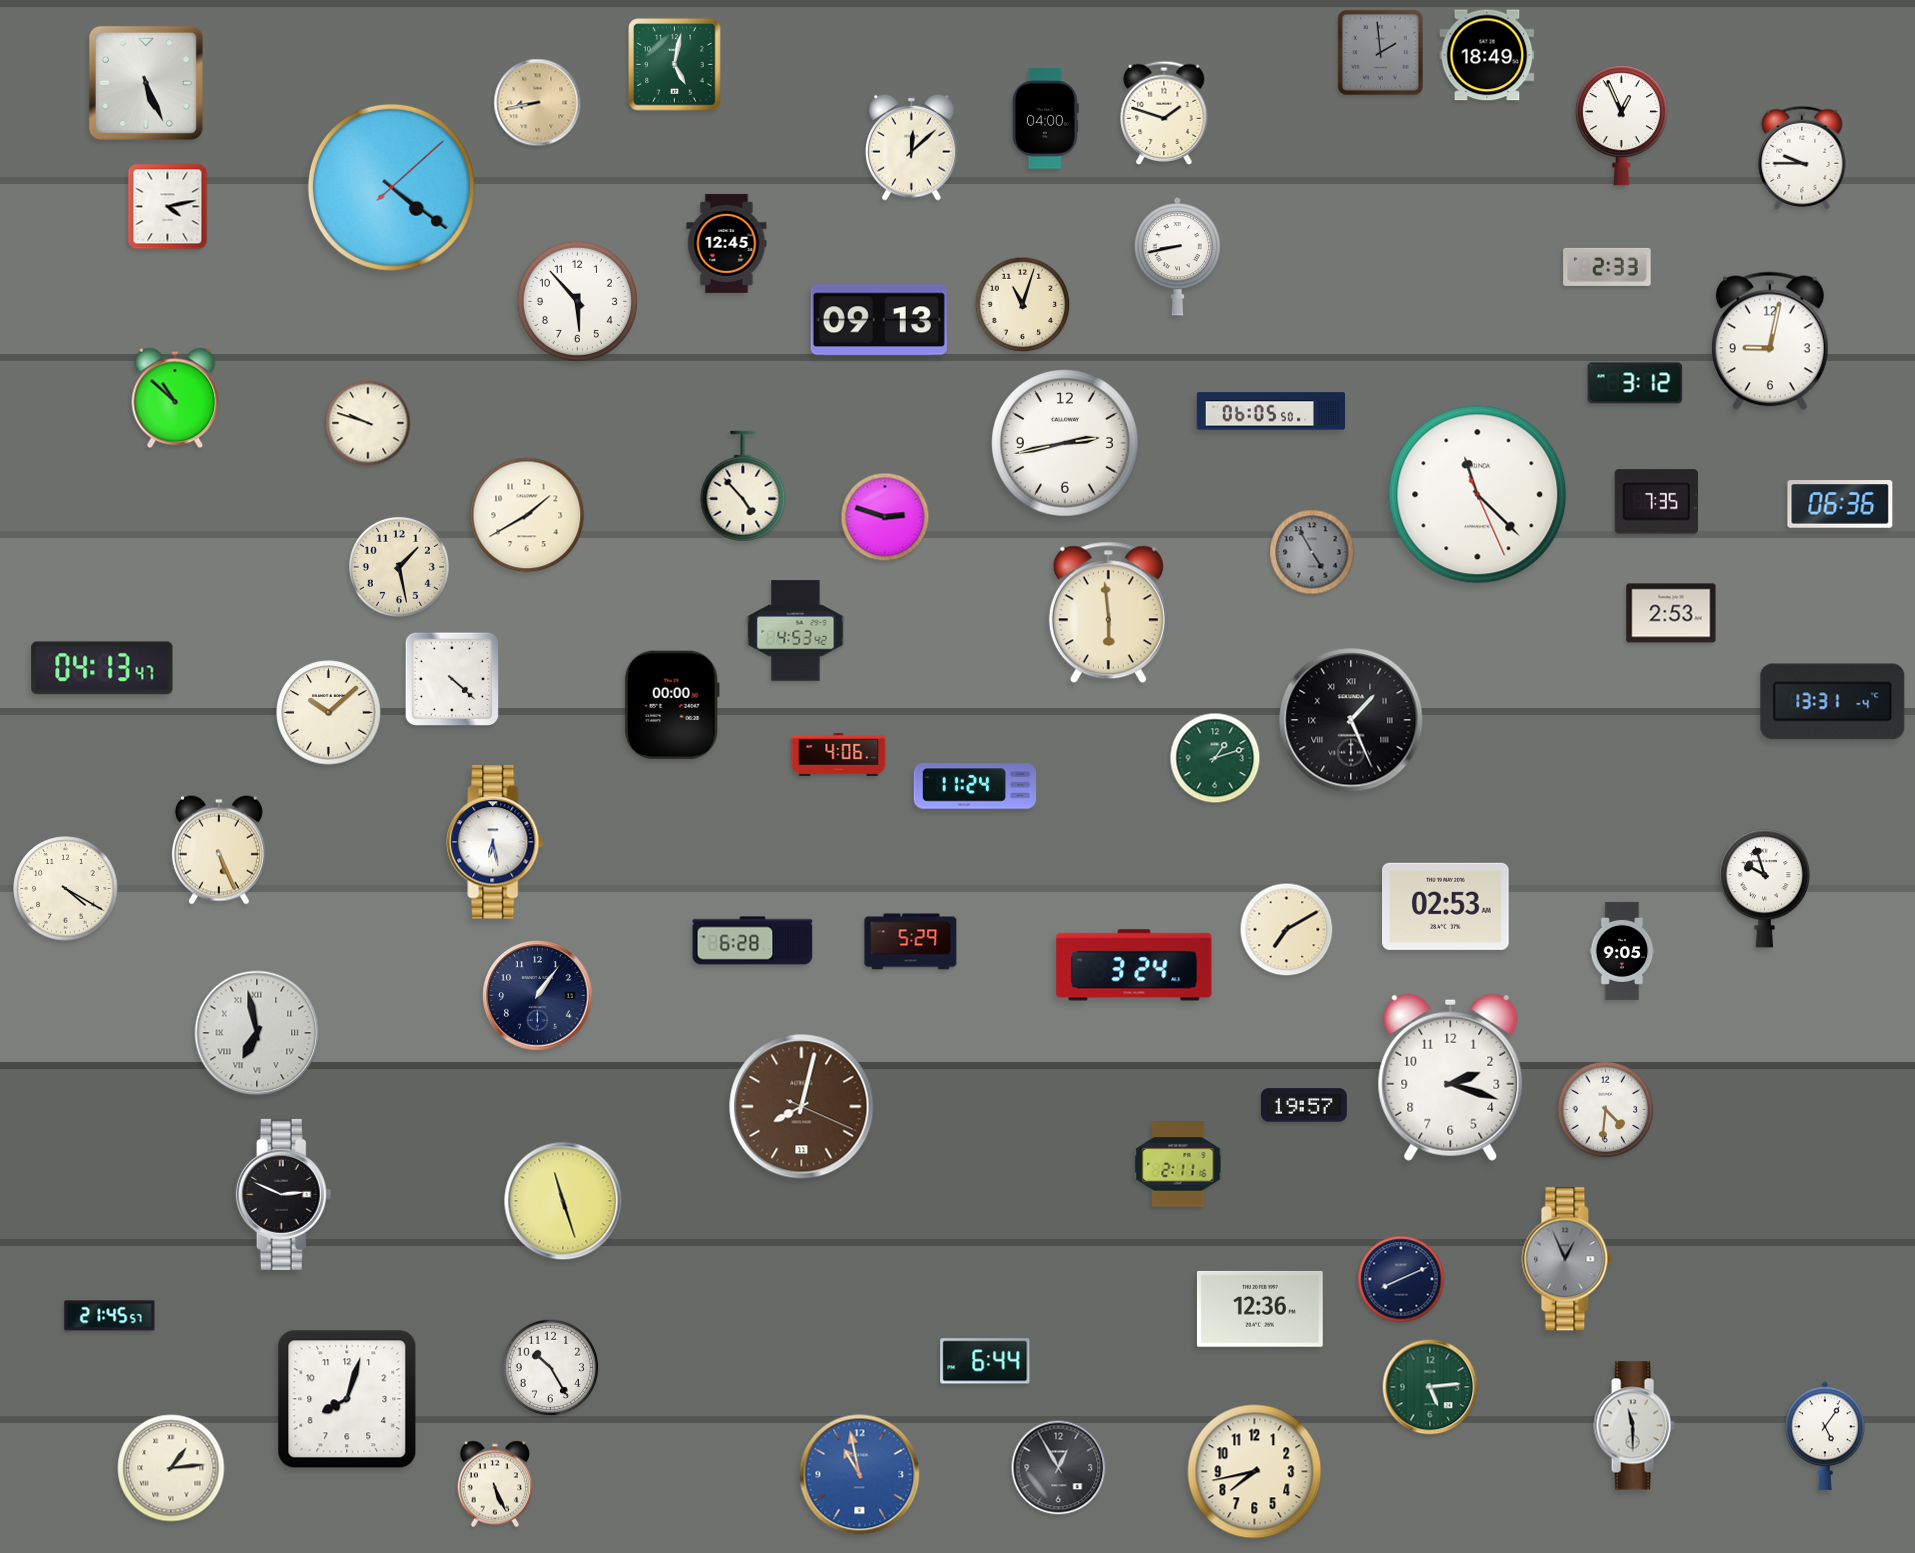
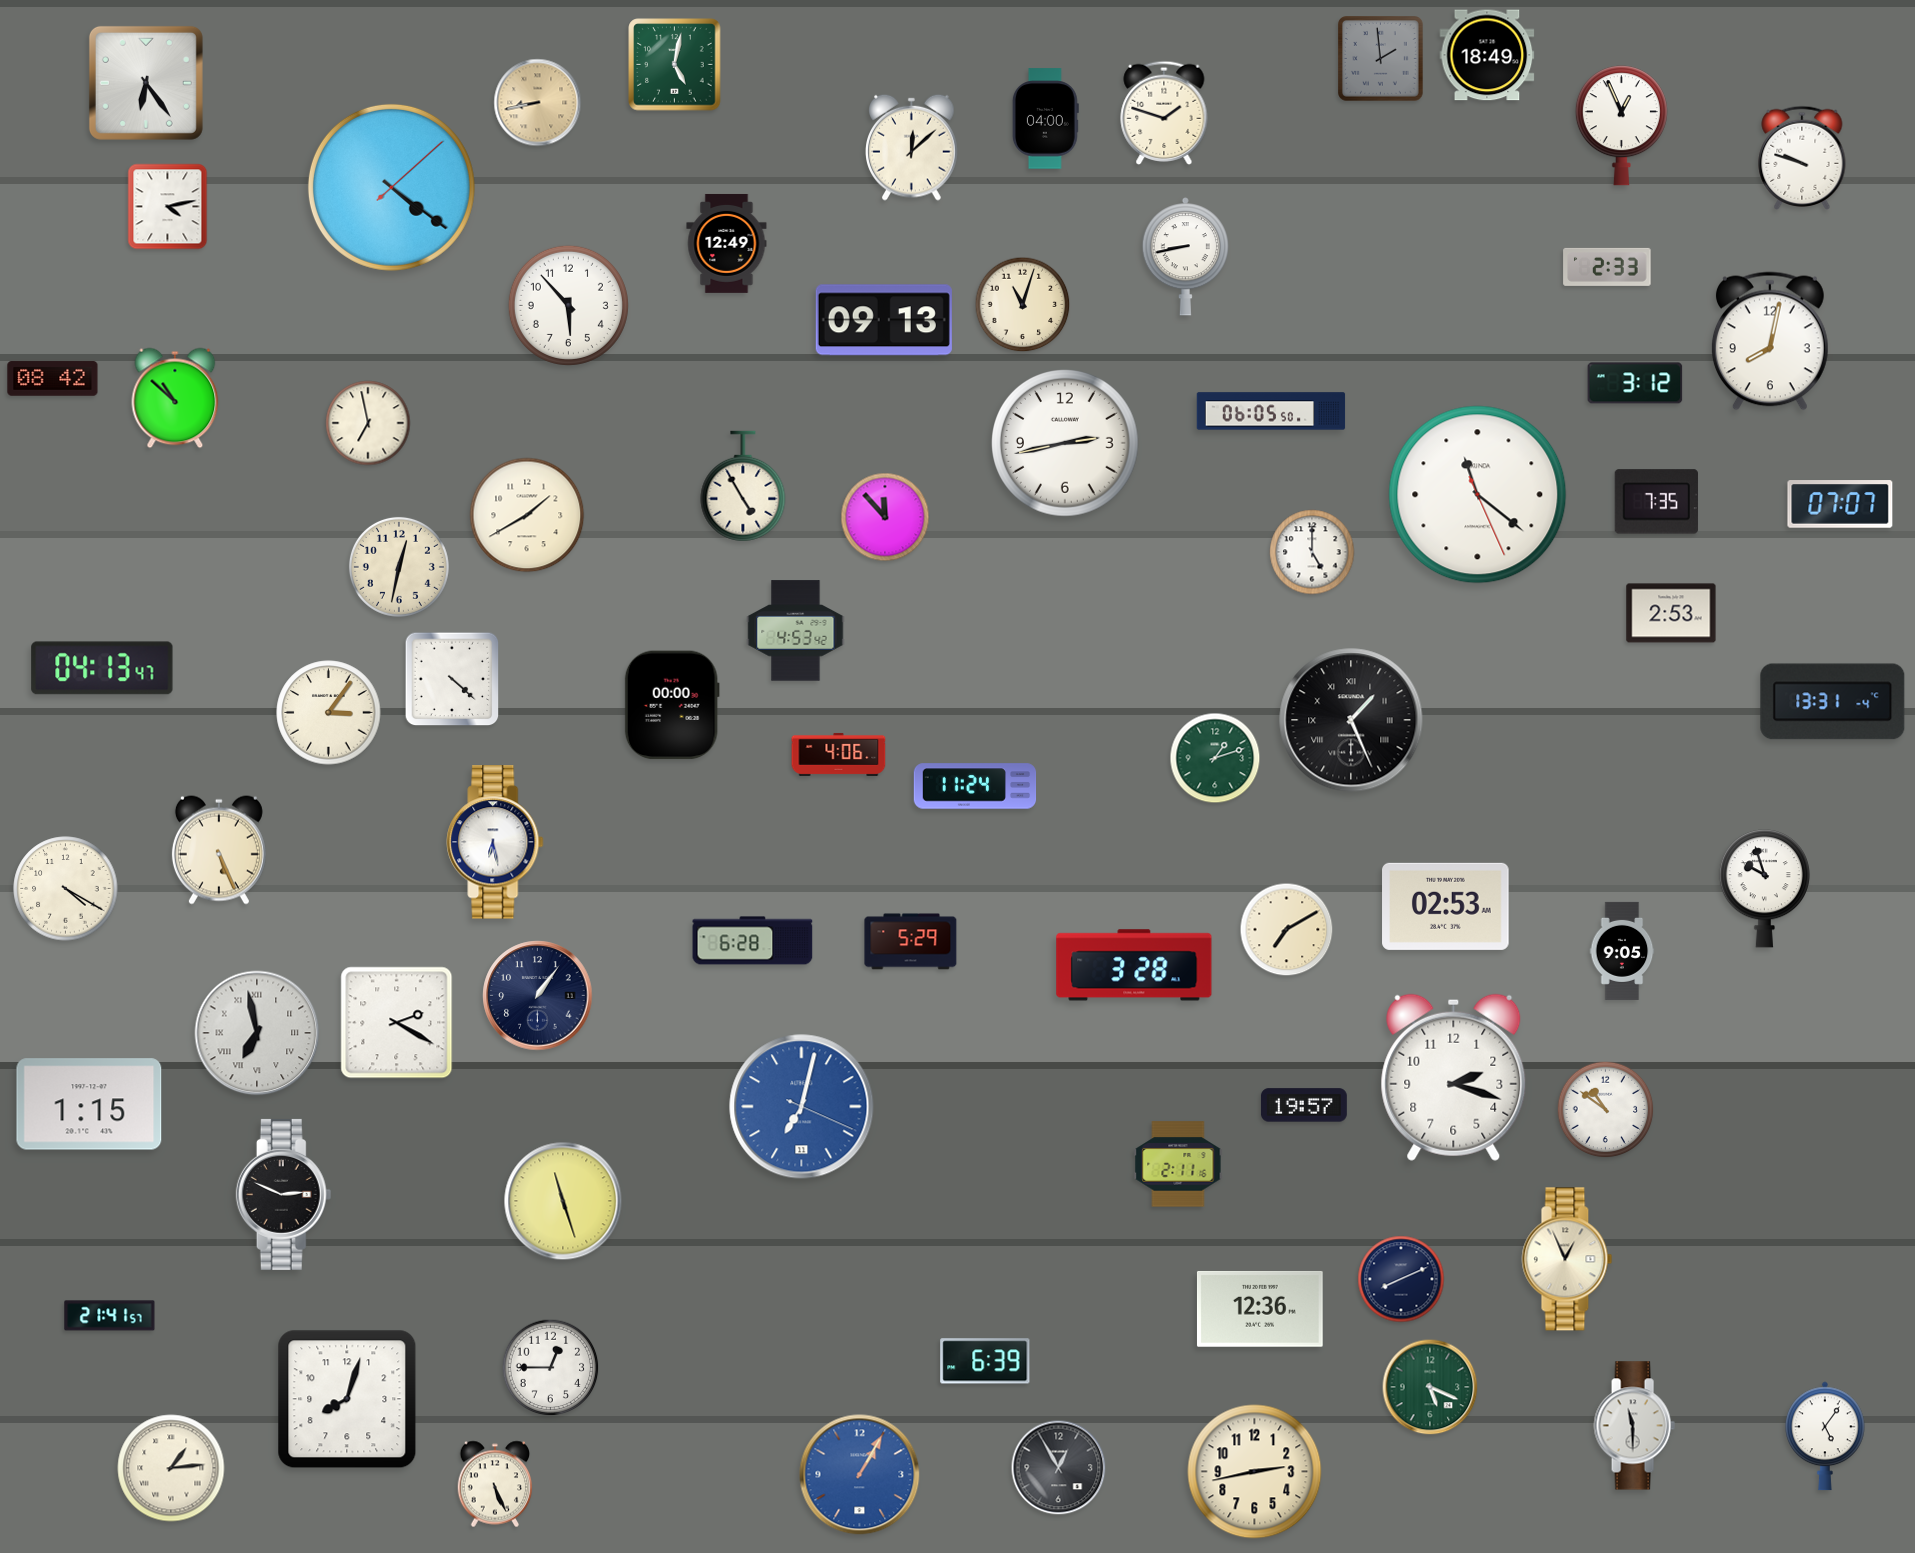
clock at (1381, 53) position: (1381, 53) -> (1381, 59)
clock at (146, 83): 5:26 -> 6:24
clock at (1802, 157): 9:45 -> 9:48
clock at (727, 243): 12:45 -> 12:49
clock at (1177, 257) position: (1177, 257) -> (1185, 257)
clock at (577, 301) position: (577, 301) -> (568, 305)
clock at (879, 320) position: (879, 320) -> (884, 320)
clock at (1770, 341): 9:02 -> 8:02
clock at (53, 379): none -> 08:42
clock at (368, 423): 9:48 -> 6:58
clock at (743, 486): 4:53 -> 4:55
clock at (1478, 495): 11:22 -> 11:21
clock at (1840, 504): 06:36 -> 07:07
clock at (885, 517): 2:48 -> 11:53
clock at (1312, 552): 4:55 -> 5:00
clock at (1312, 552) dial: grey -> white
clock at (399, 567): 1:28 -> 12:32
clock at (1108, 613): 5:59 -> none
clock at (329, 713): 10:08 -> 3:06
clock at (1134, 965): 3:24 -> 3:28
clock at (397, 1023): none -> 2:20
clock at (1451, 1077) position: (1451, 1077) -> (1454, 1077)
clock at (89, 1104): none -> 1:15
clock at (802, 1107): 8:02 -> 7:02
clock at (802, 1107) dial: brown -> blue
clock at (1606, 1110): 4:31 -> 10:51
clock at (1567, 1259) dial: grey -> cream
clock at (110, 1316): 21:45 -> 21:41
clock at (985, 1361): 6:44 -> 6:39
clock at (551, 1368): 10:25 -> 12:45
clock at (1430, 1387): 5:14 -> 5:19
clock at (1255, 1472): 7:43 -> 2:43
clock at (860, 1475): 10:58 -> 1:05
